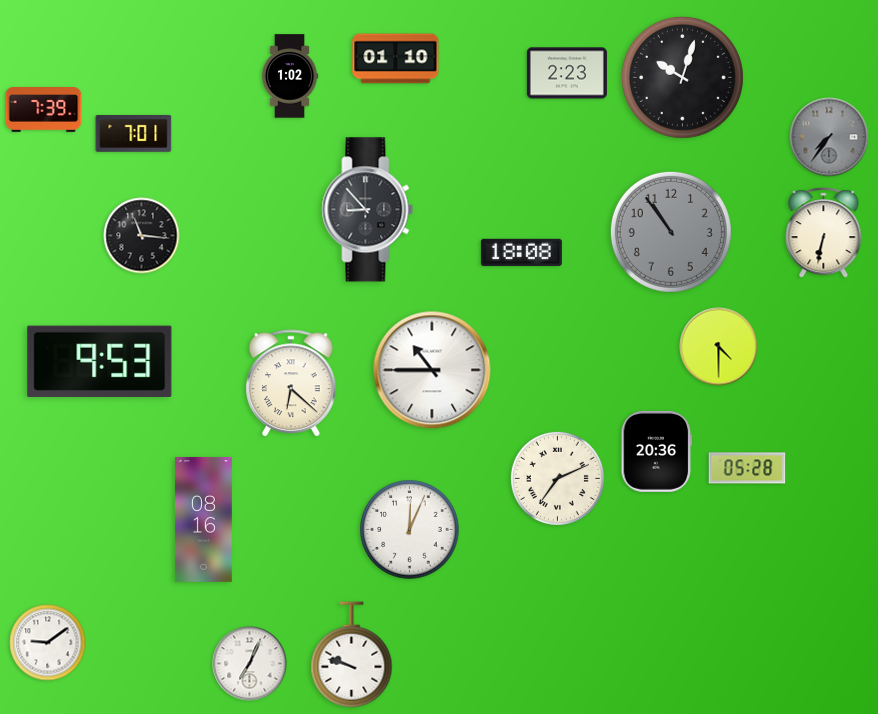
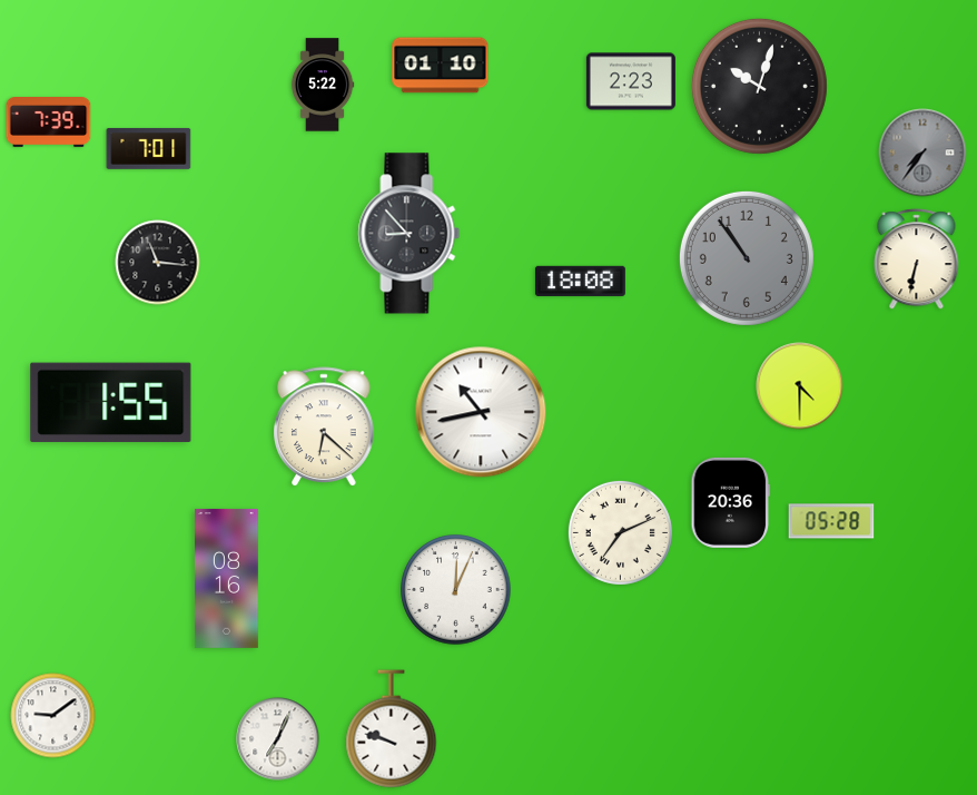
clock at (290, 76): 1:02 -> 5:22
clock at (100, 361): 9:53 -> 1:55
clock at (432, 370): 10:45 -> 10:43
